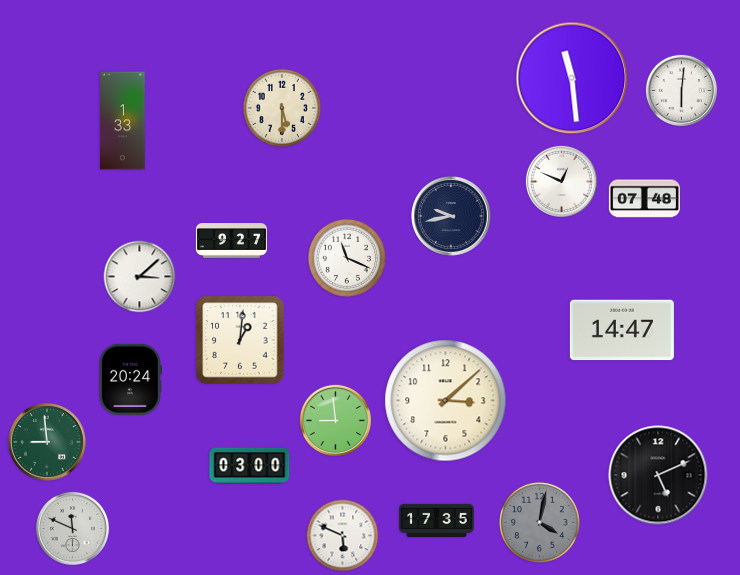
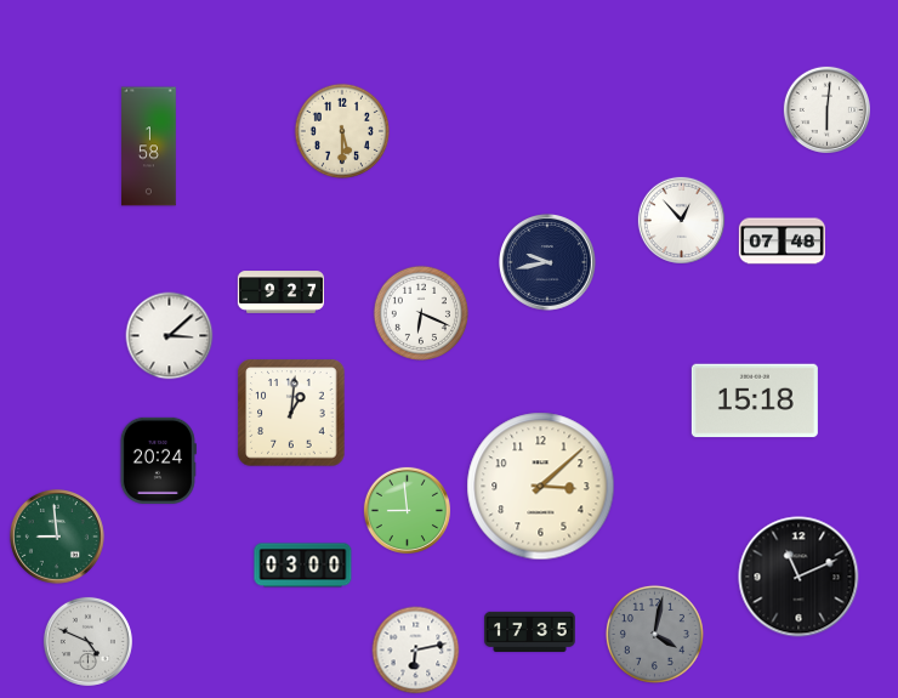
clock at (572, 78): 11:29 -> none
clock at (123, 121): 1:33 -> 1:58
clock at (561, 181): 12:49 -> 12:53
clock at (346, 257): 11:19 -> 6:19
clock at (622, 330): 14:47 -> 15:18
clock at (658, 475): 5:11 -> 11:11
clock at (72, 528): 11:49 -> 4:49
clock at (343, 536): 5:49 -> 6:13
